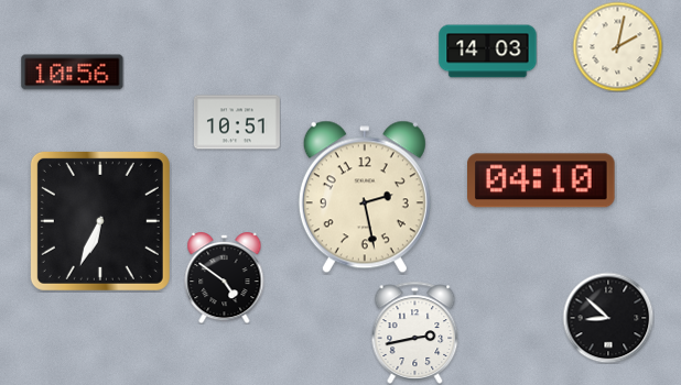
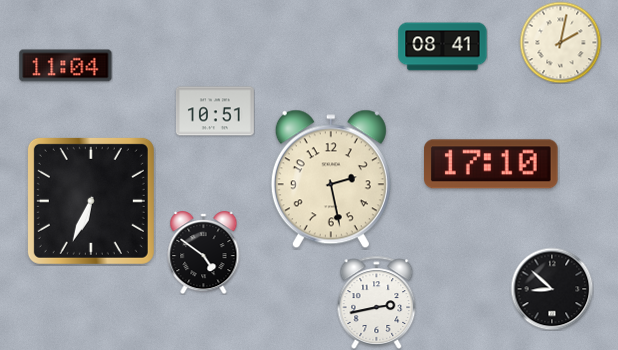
clock at (488, 52): 14:03 -> 08:41
clock at (73, 73): 10:56 -> 11:04
clock at (542, 180): 04:10 -> 17:10
